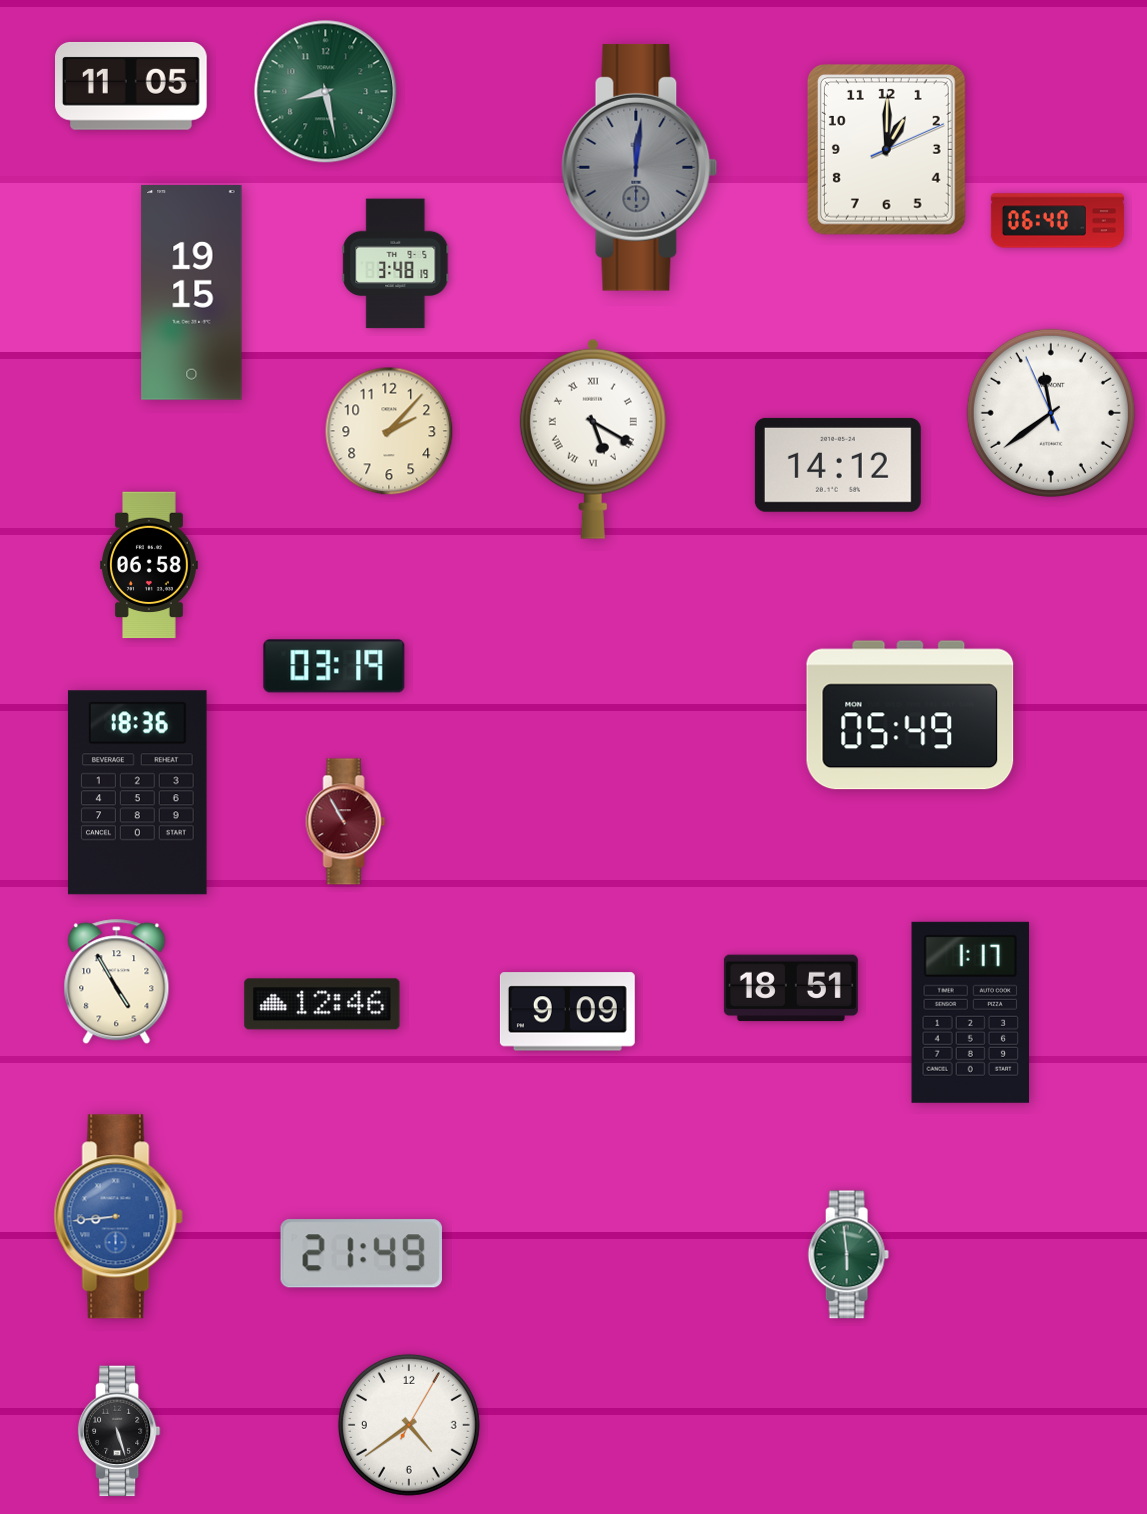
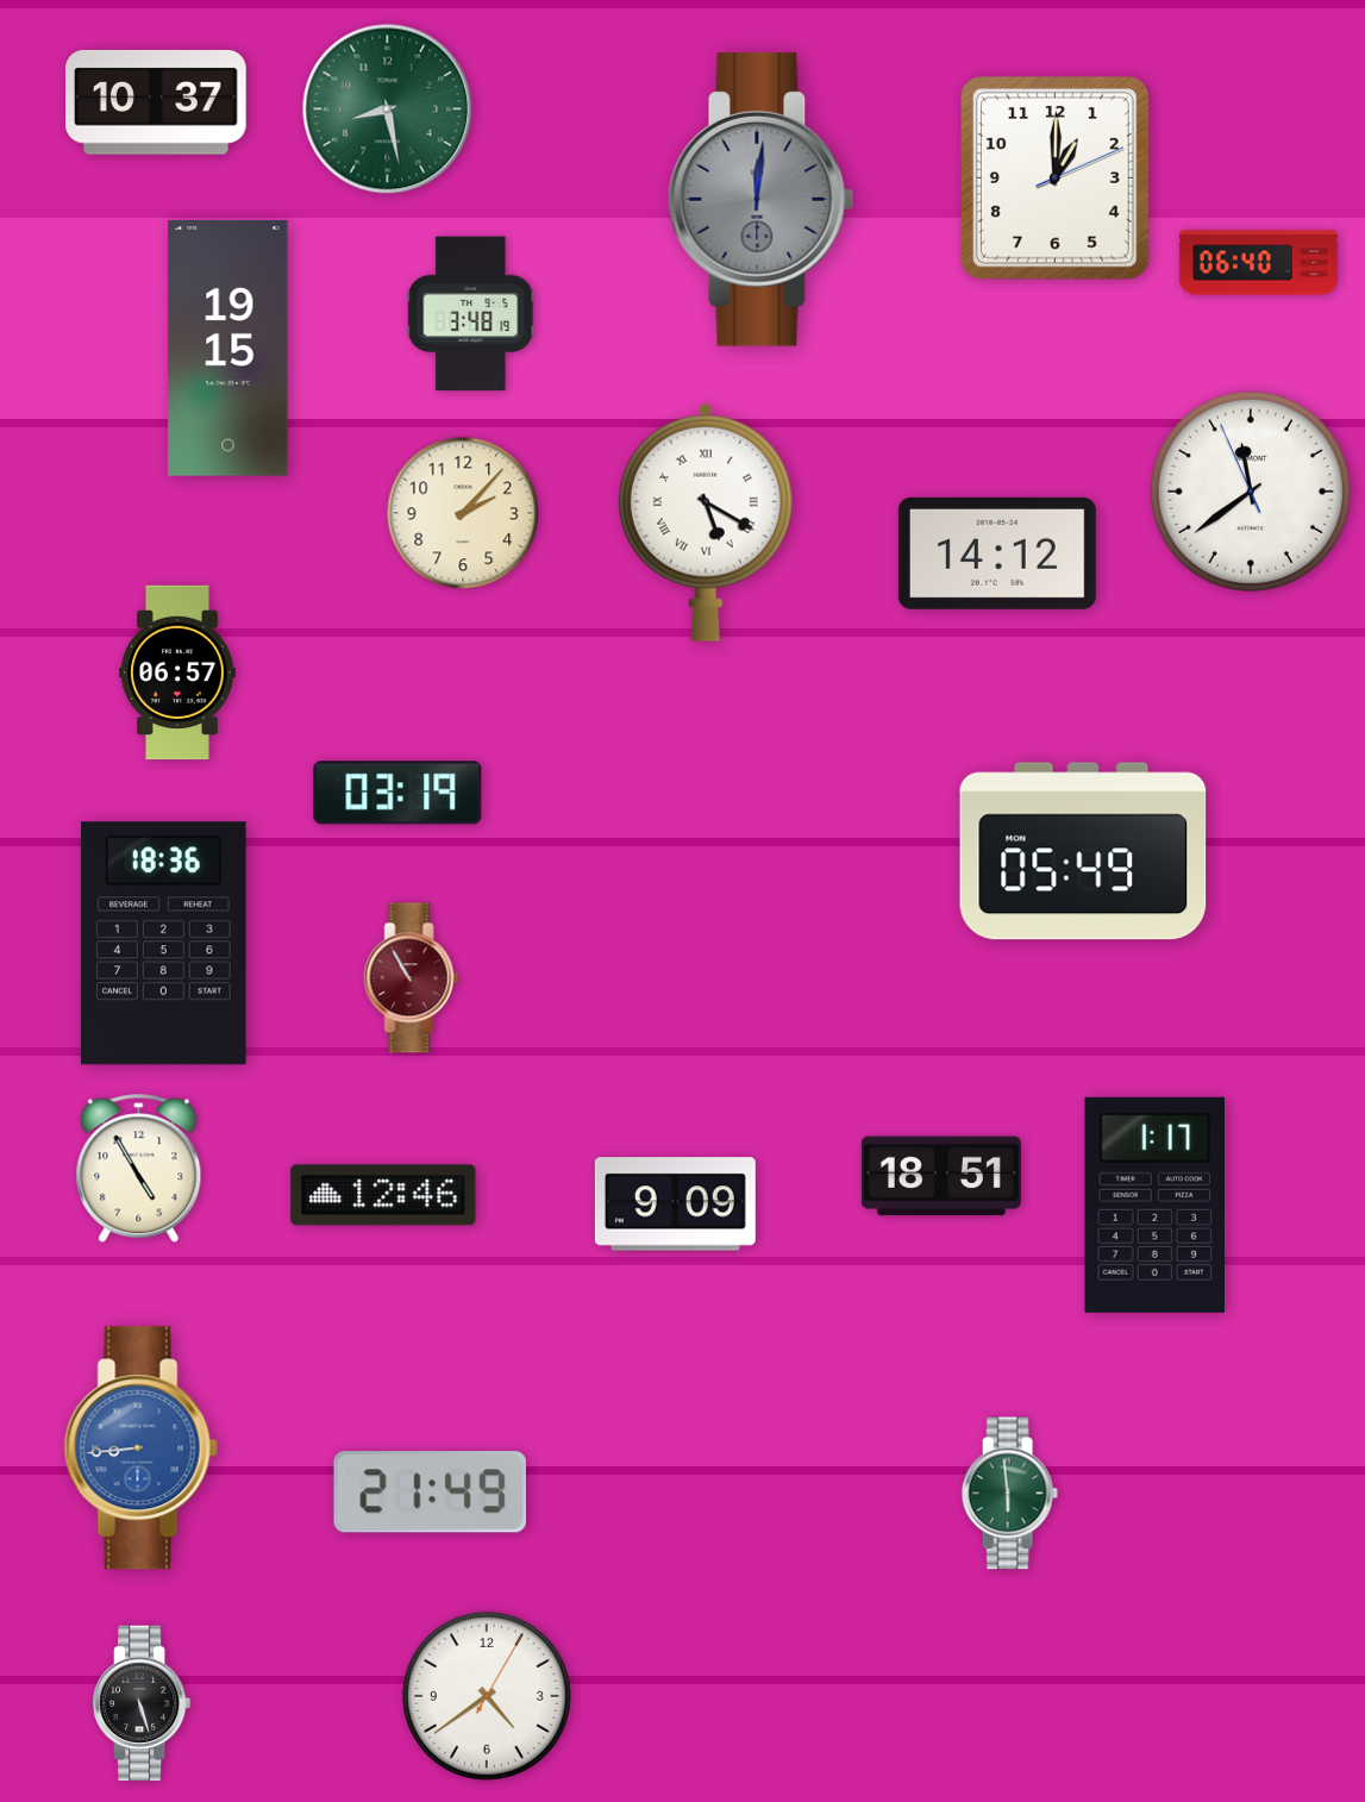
clock at (132, 86): 11:05 -> 10:37
clock at (149, 565): 06:58 -> 06:57
